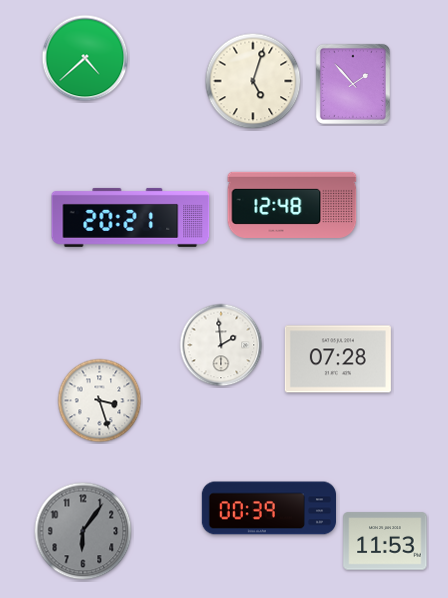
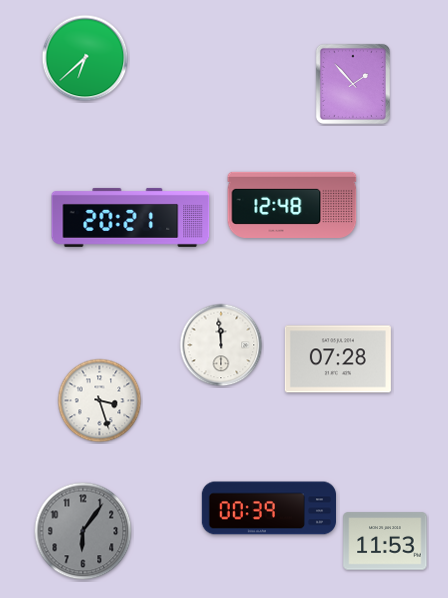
clock at (85, 58): 4:38 -> 6:38
clock at (253, 81): 5:03 -> none
clock at (221, 345): 1:59 -> 11:59
